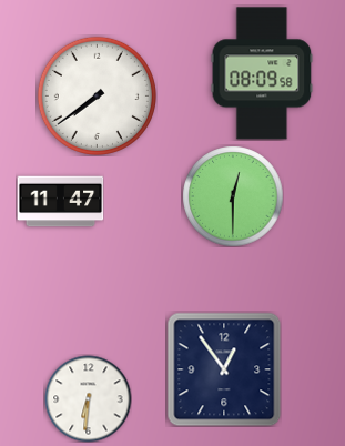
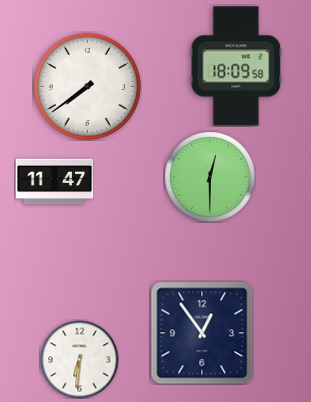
clock at (262, 73): 08:09 -> 18:09
